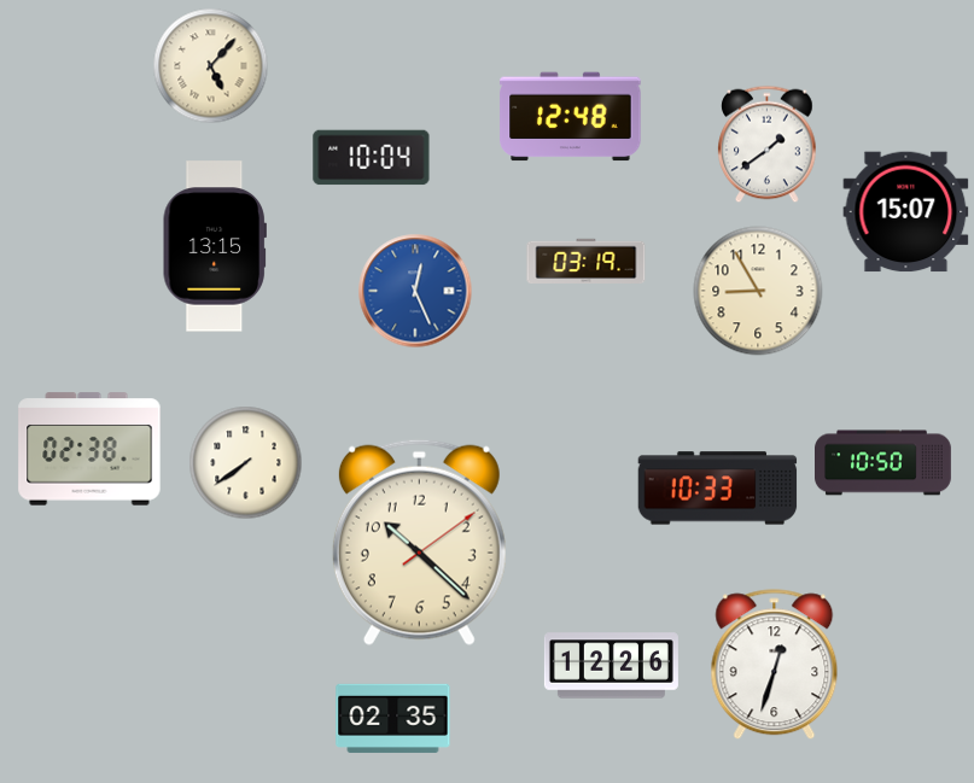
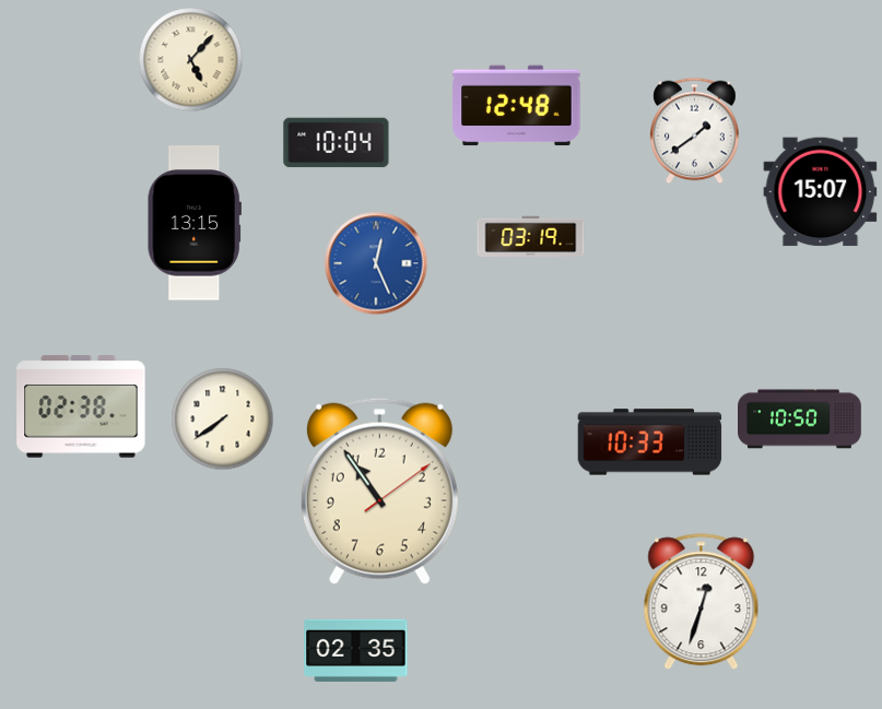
clock at (758, 291): 8:55 -> none
clock at (419, 542): 10:22 -> 10:54
clock at (611, 666): 12:26 -> none
